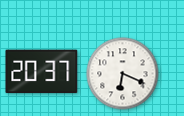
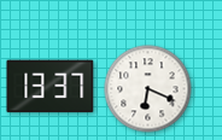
clock at (42, 72): 20:37 -> 13:37
